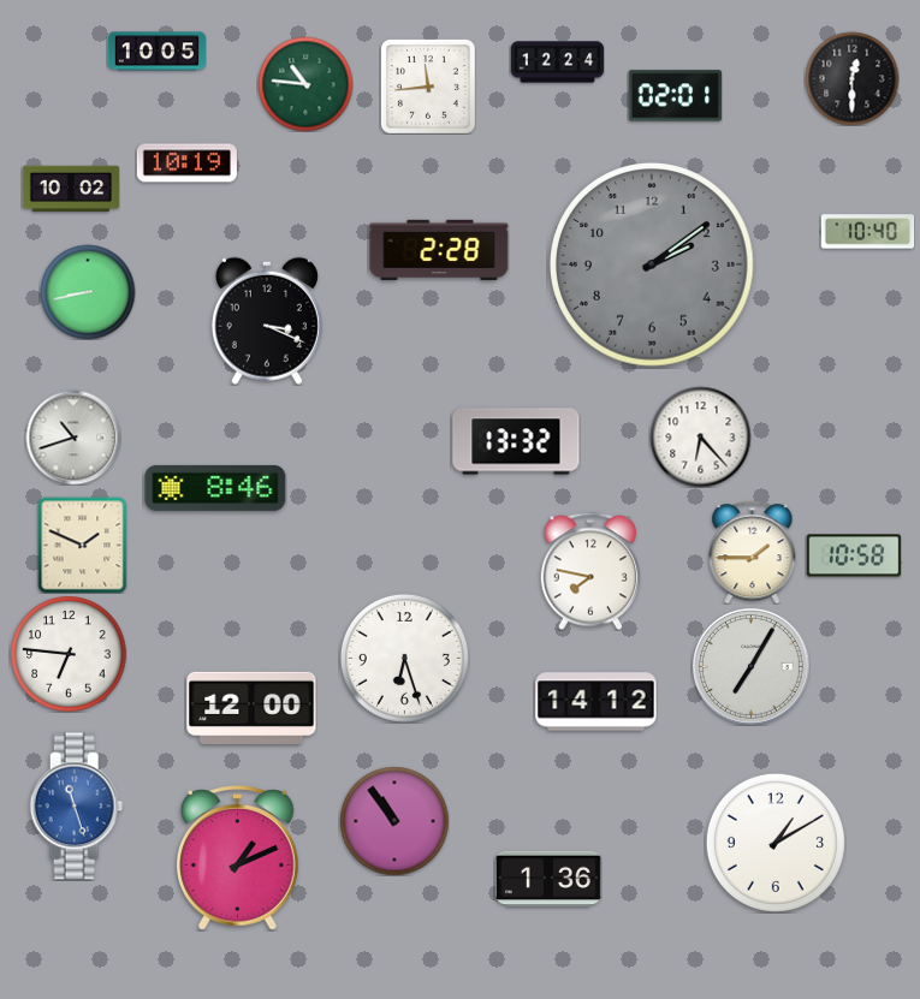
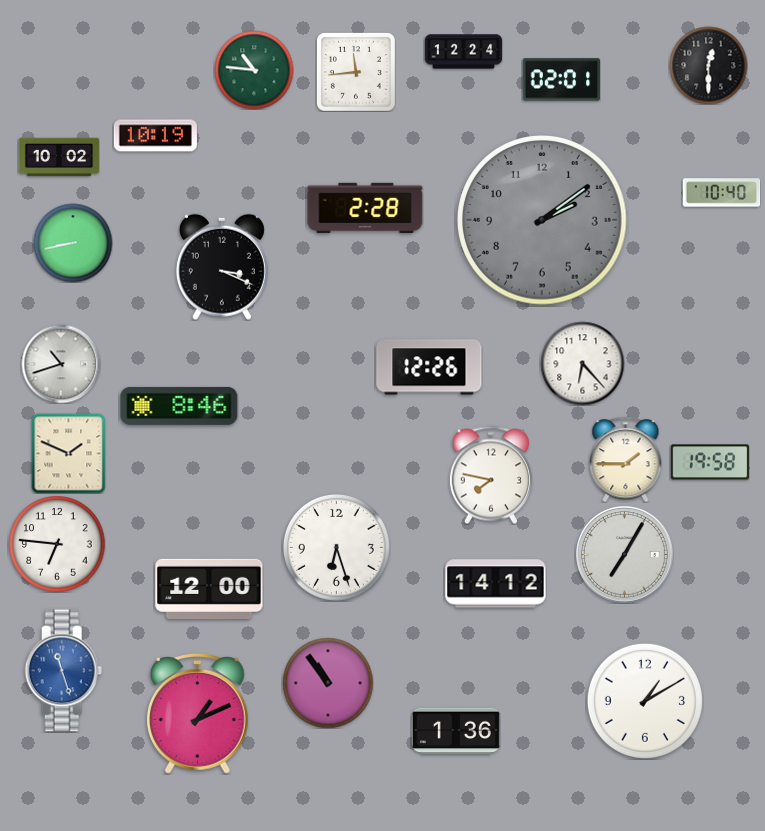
clock at (156, 52): 10:05 -> none
clock at (516, 441): 13:32 -> 12:26
clock at (854, 555): 10:58 -> 19:58
